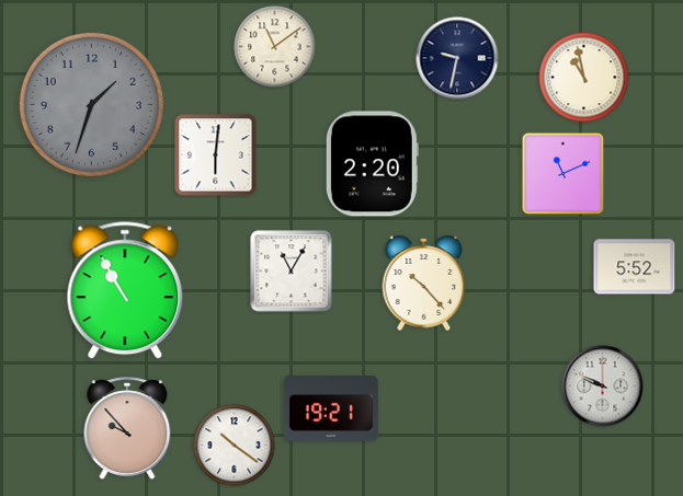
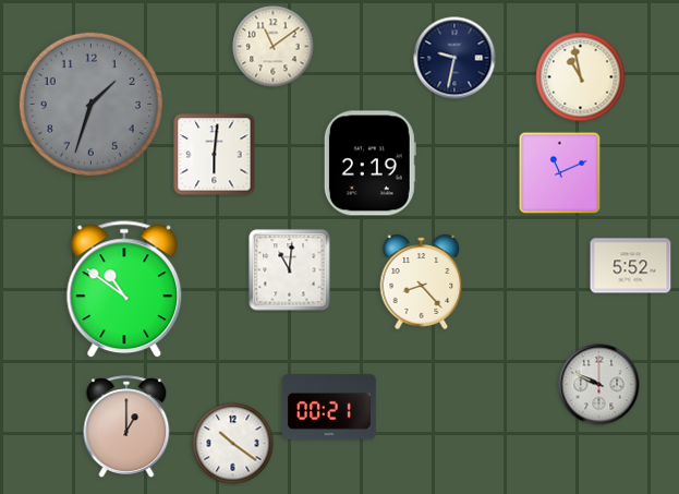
clock at (372, 164): 2:20 -> 2:19
clock at (292, 272): 11:05 -> 11:01
clock at (424, 282): 10:23 -> 8:23
clock at (125, 291): 10:55 -> 10:51
clock at (331, 410): 19:21 -> 00:21
clock at (127, 428): 9:53 -> 1:00
